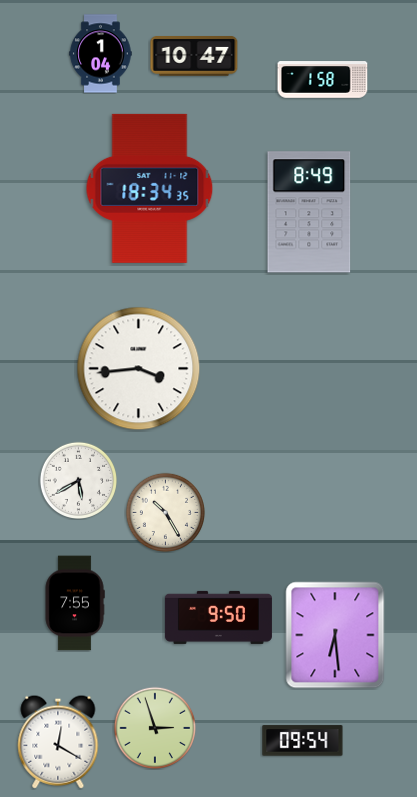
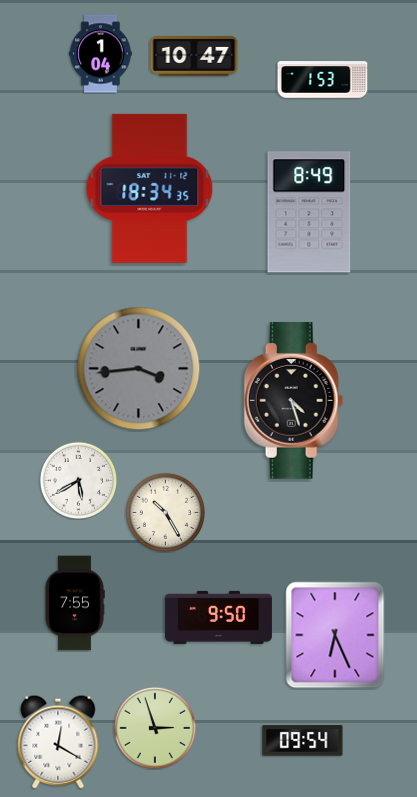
clock at (323, 80): 1:58 -> 1:53
clock at (139, 369) dial: white -> grey
clock at (294, 401): none -> 4:27
clock at (335, 635): 6:29 -> 6:26
